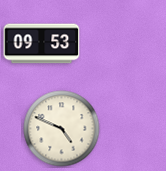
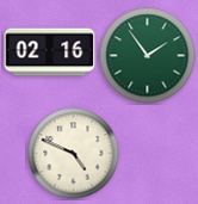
clock at (42, 44): 09:53 -> 02:16
clock at (148, 56): none -> 1:54
